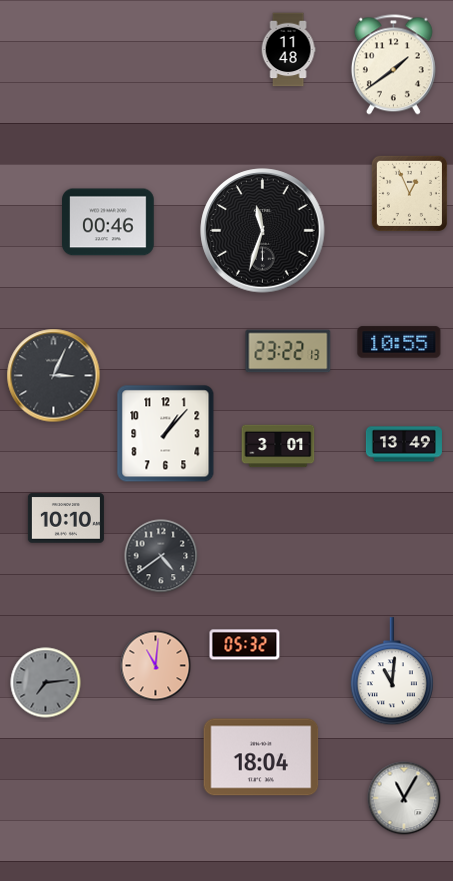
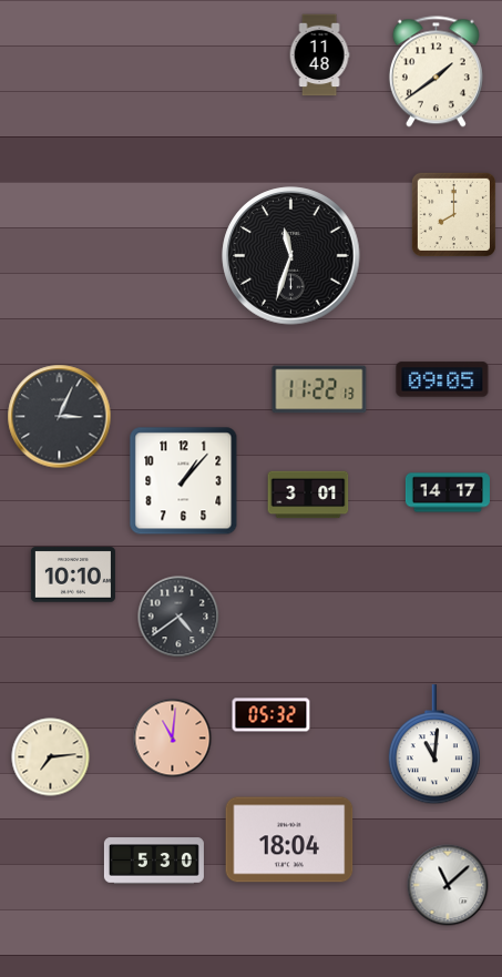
clock at (409, 193): 12:56 -> 8:00
clock at (109, 222): 00:46 -> none
clock at (399, 342): 10:55 -> 09:05
clock at (288, 351): 23:22 -> 11:22
clock at (404, 444): 13:49 -> 14:17
clock at (46, 683) dial: grey -> cream
clock at (154, 861): none -> 5:30
clock at (404, 798): 11:05 -> 11:08
